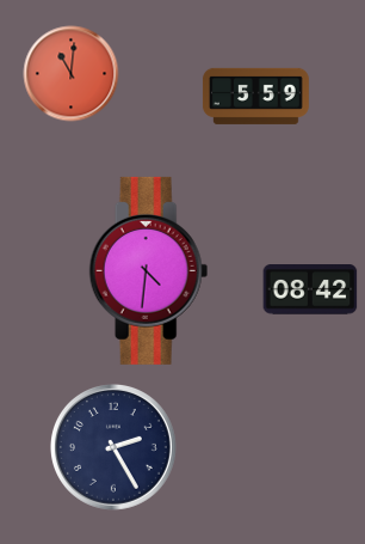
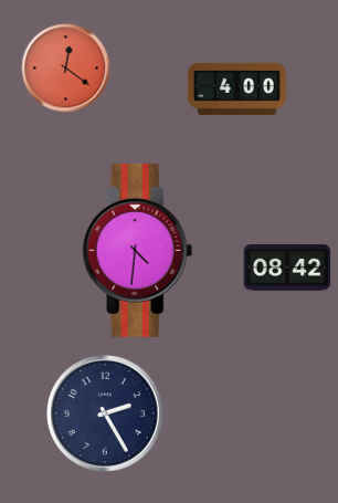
clock at (72, 74): 11:01 -> 12:21
clock at (255, 96): 5:59 -> 4:00
